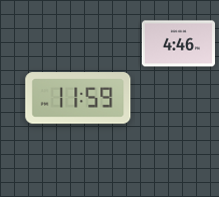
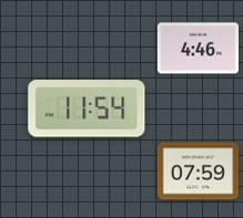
clock at (78, 98): 11:59 -> 11:54
clock at (198, 172): none -> 07:59
